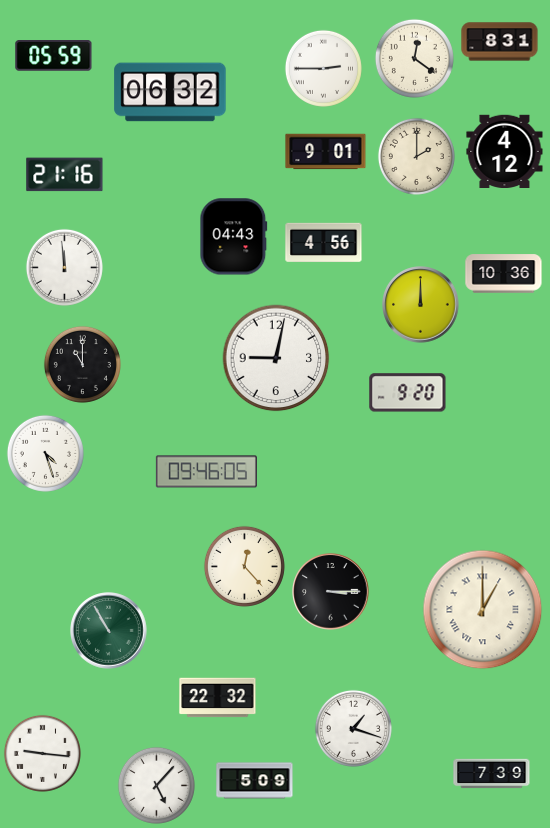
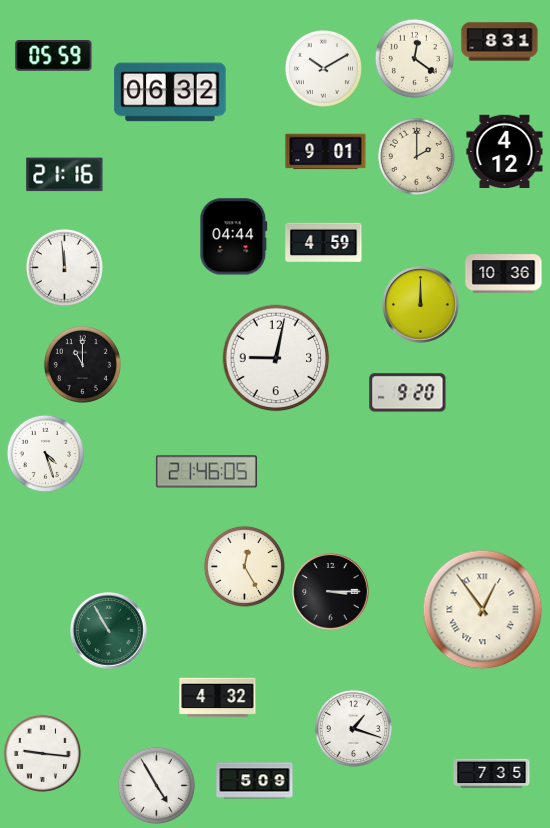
clock at (323, 68): 2:45 -> 10:10
clock at (234, 237): 04:43 -> 04:44
clock at (324, 242): 4:56 -> 4:59
clock at (206, 472): 09:46 -> 21:46
clock at (244, 566): 12:23 -> 12:25
clock at (483, 610): 1:00 -> 12:54
clock at (218, 698): 22:32 -> 4:32
clock at (492, 774): 7:39 -> 7:35
clock at (156, 785): 5:07 -> 4:55
